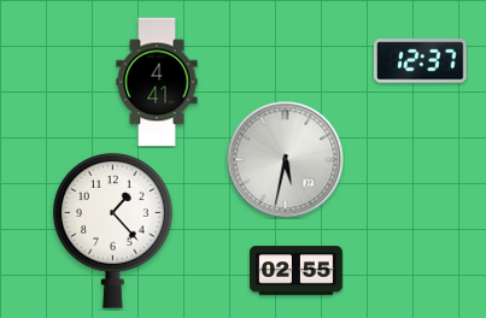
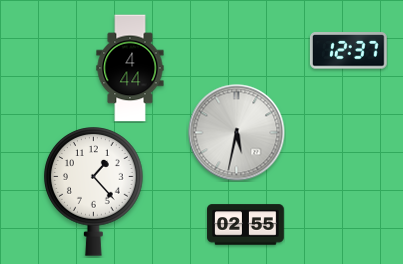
clock at (157, 82): 4:41 -> 4:44
